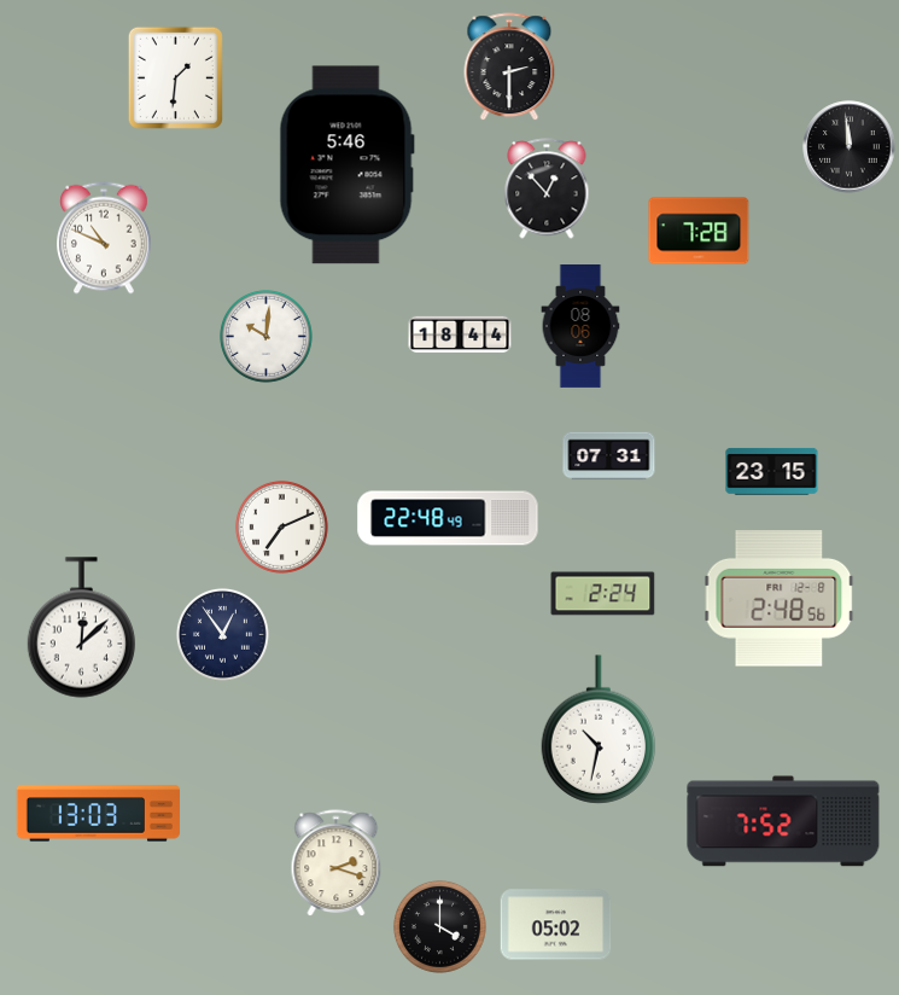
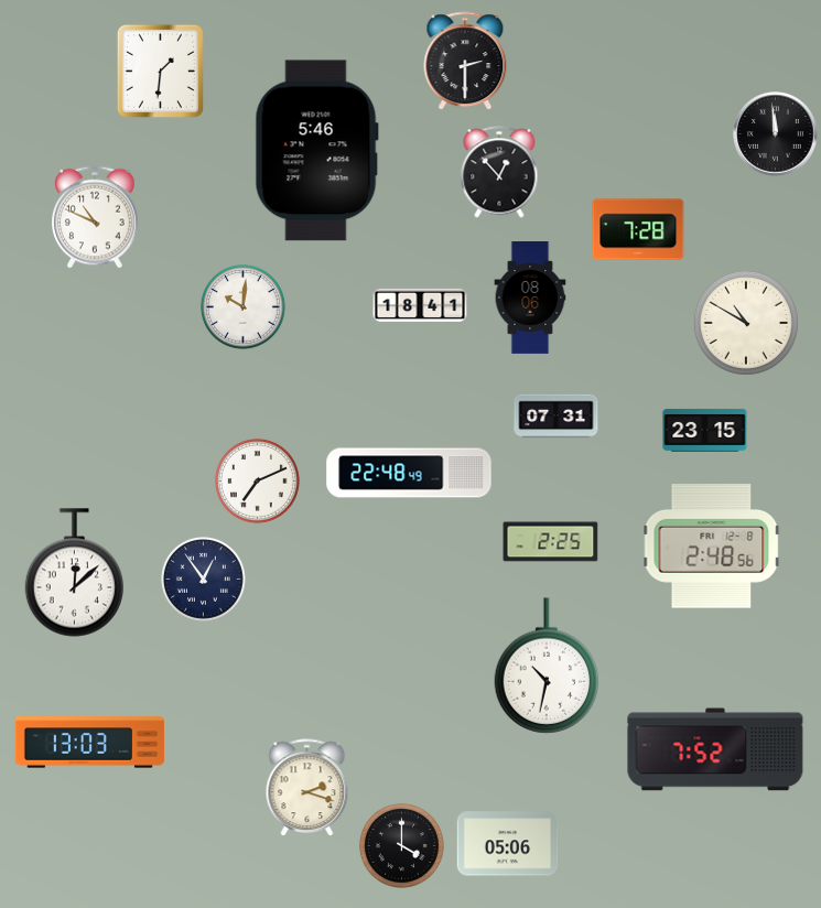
clock at (699, 231) position: (699, 231) -> (638, 229)
clock at (460, 333): 18:44 -> 18:41
clock at (746, 323): none -> 10:50
clock at (603, 594): 2:24 -> 2:25
clock at (556, 925): 05:02 -> 05:06
